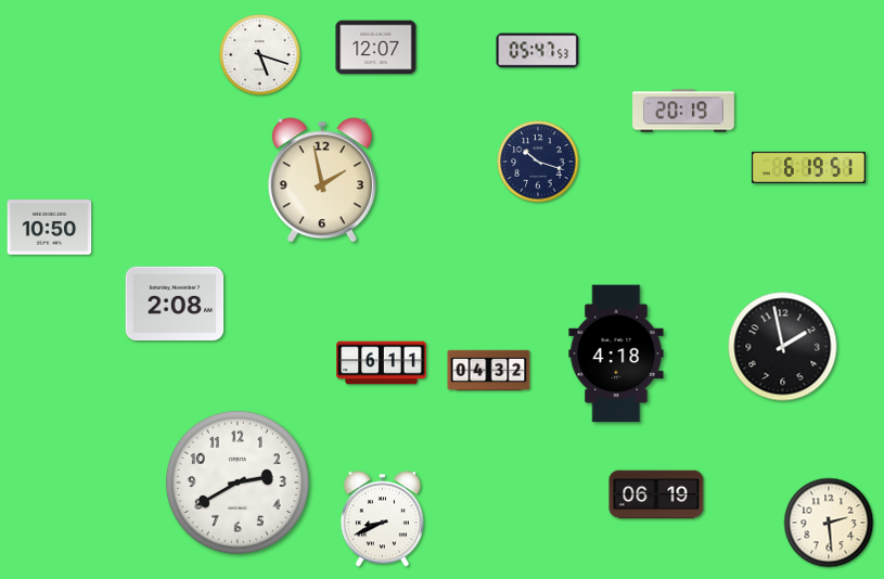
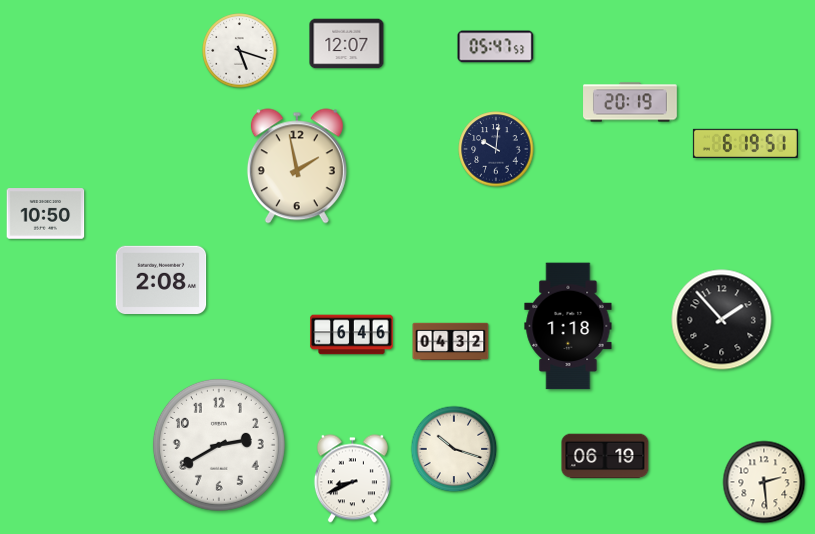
clock at (538, 162): 10:18 -> 10:01
clock at (808, 167) position: (808, 167) -> (745, 143)
clock at (50, 228) position: (50, 228) -> (46, 214)
clock at (783, 347): 1:58 -> 1:53
clock at (616, 353): 4:18 -> 1:18
clock at (382, 363): 6:11 -> 6:46
clock at (454, 449): none -> 10:18
